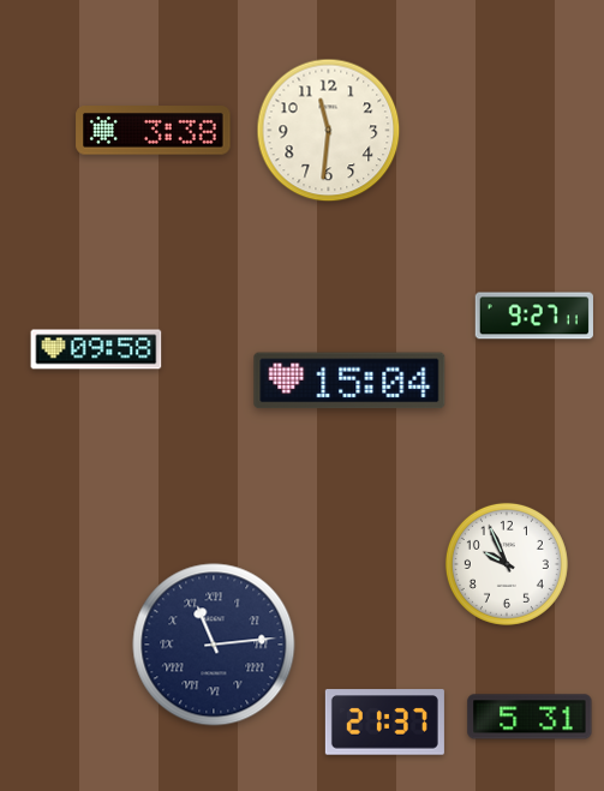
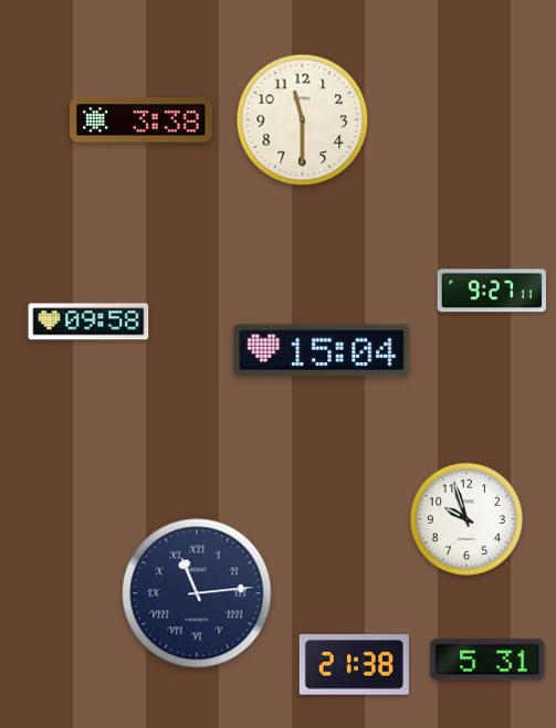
clock at (329, 131): 11:31 -> 11:30
clock at (507, 564): 9:56 -> 9:57
clock at (384, 723): 21:37 -> 21:38
